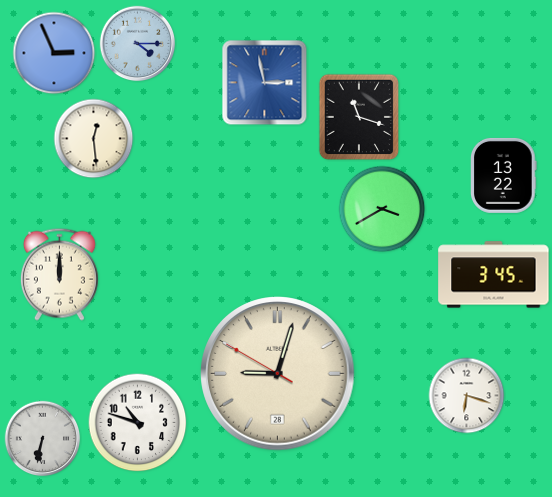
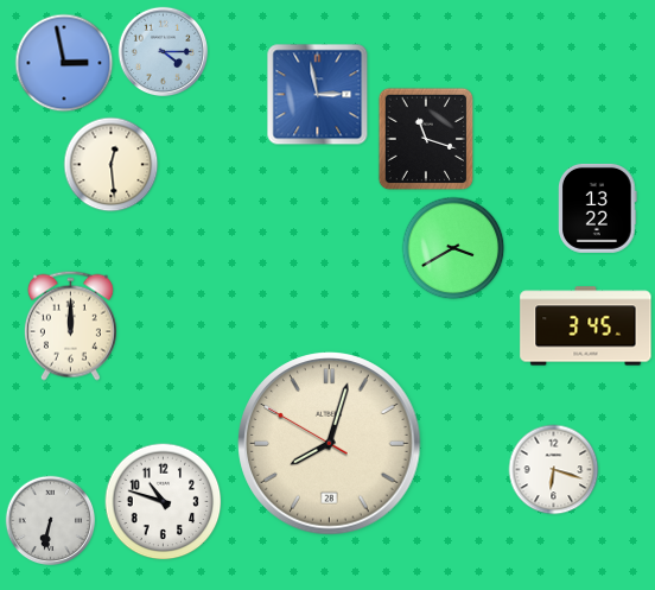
clock at (54, 53): 2:56 -> 2:58
clock at (265, 83) position: (265, 83) -> (318, 95)
clock at (278, 374): 9:02 -> 8:02
